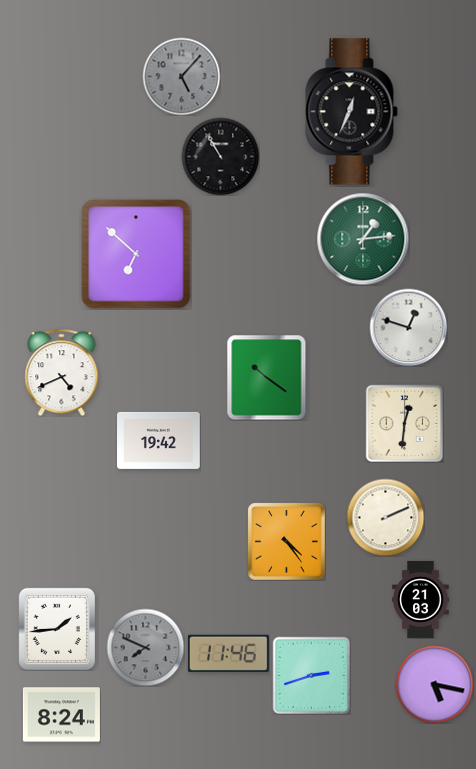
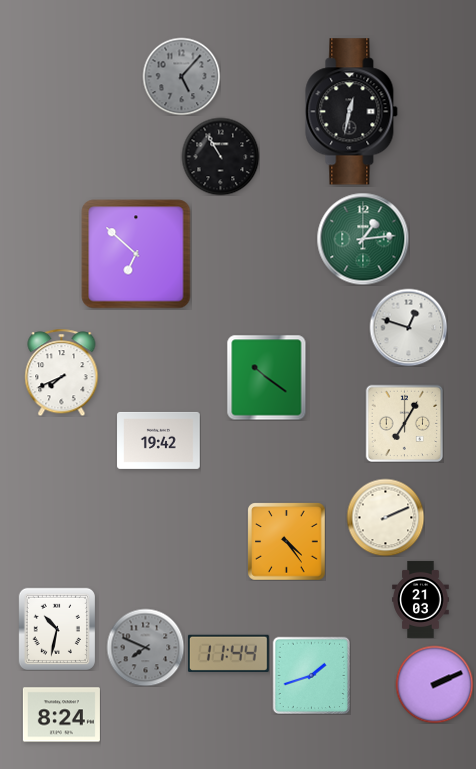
clock at (352, 112): 12:34 -> 12:32
clock at (62, 372): 4:41 -> 7:41
clock at (404, 423): 12:31 -> 7:05
clock at (57, 629): 1:44 -> 10:32
clock at (228, 653): 11:46 -> 11:44
clock at (311, 675): 2:42 -> 1:42
clock at (434, 684): 5:17 -> 2:11
